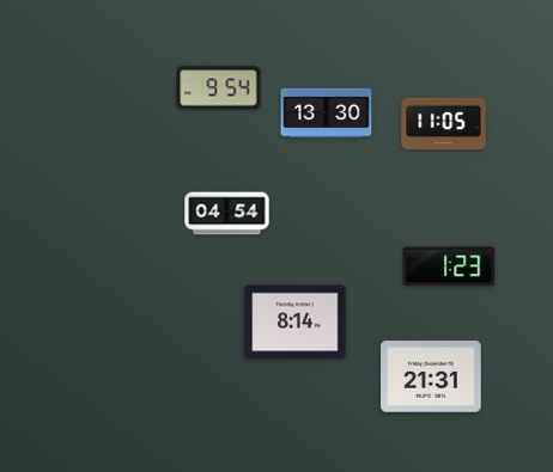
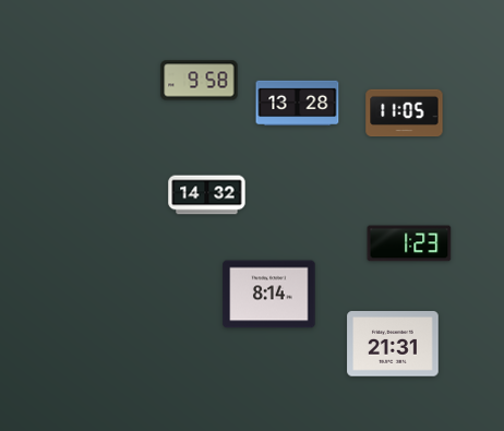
clock at (219, 88): 9:54 -> 9:58
clock at (327, 114): 13:30 -> 13:28
clock at (227, 214): 04:54 -> 14:32
